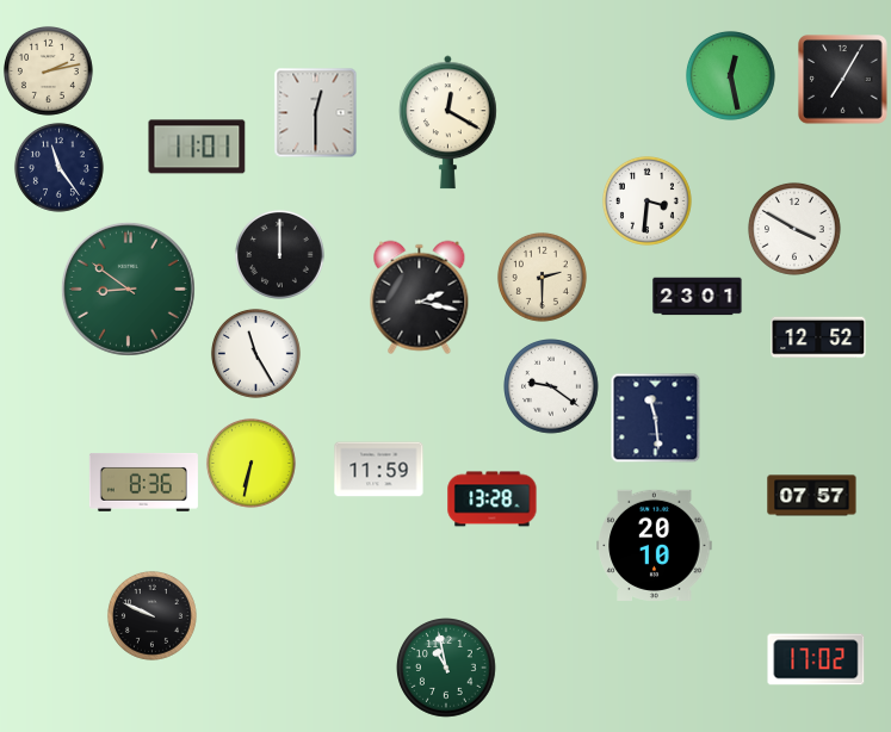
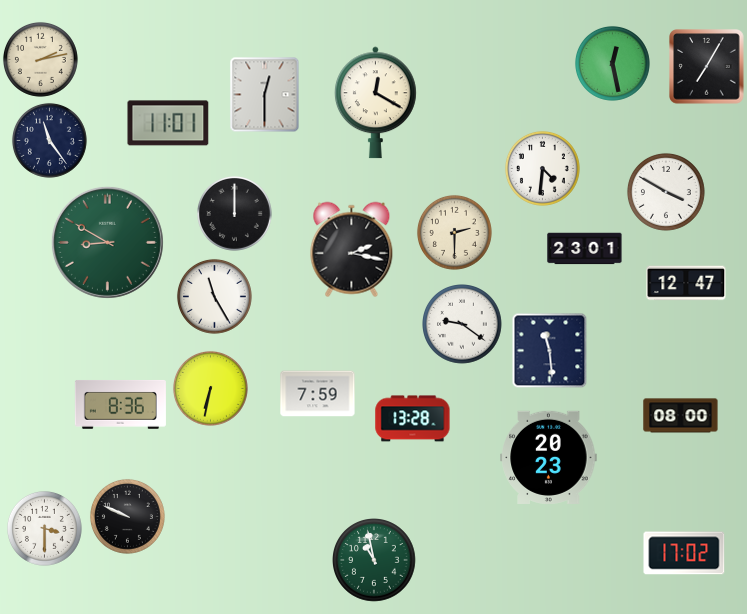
clock at (197, 147) position: (197, 147) -> (168, 123)
clock at (646, 200): 3:31 -> 4:31
clock at (128, 289): 8:51 -> 8:50
clock at (818, 337): 12:52 -> 12:47
clock at (379, 470): 11:59 -> 7:59
clock at (812, 496): 07:57 -> 08:00
clock at (655, 545): 20:10 -> 20:23
clock at (44, 528): none -> 3:30
